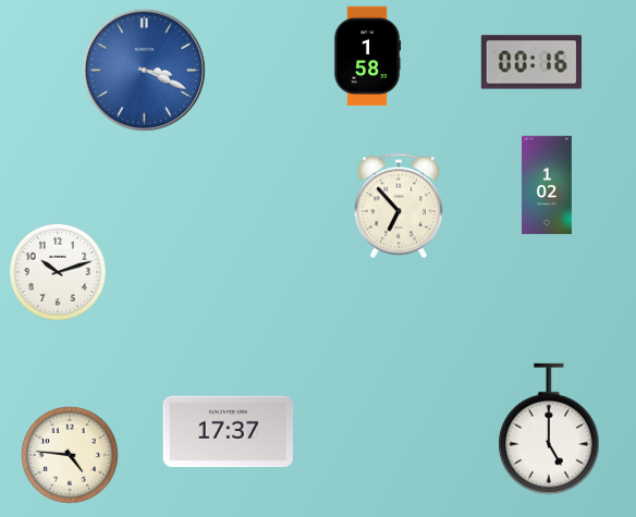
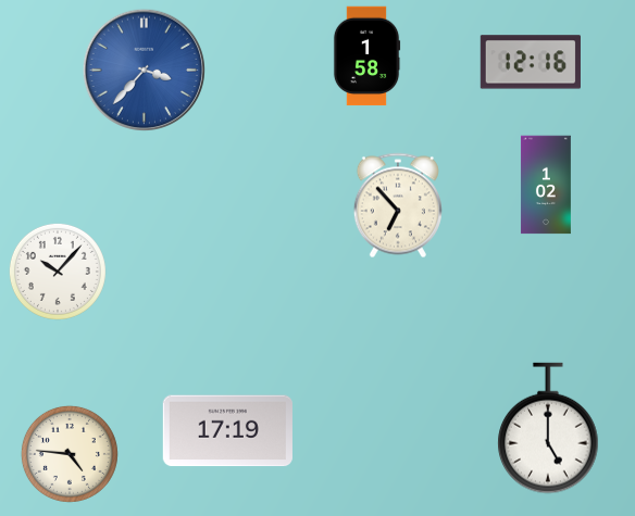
clock at (531, 62): 00:16 -> 12:16
clock at (144, 70): 3:19 -> 3:37
clock at (58, 272): 10:12 -> 10:07
clock at (228, 432): 17:37 -> 17:19
